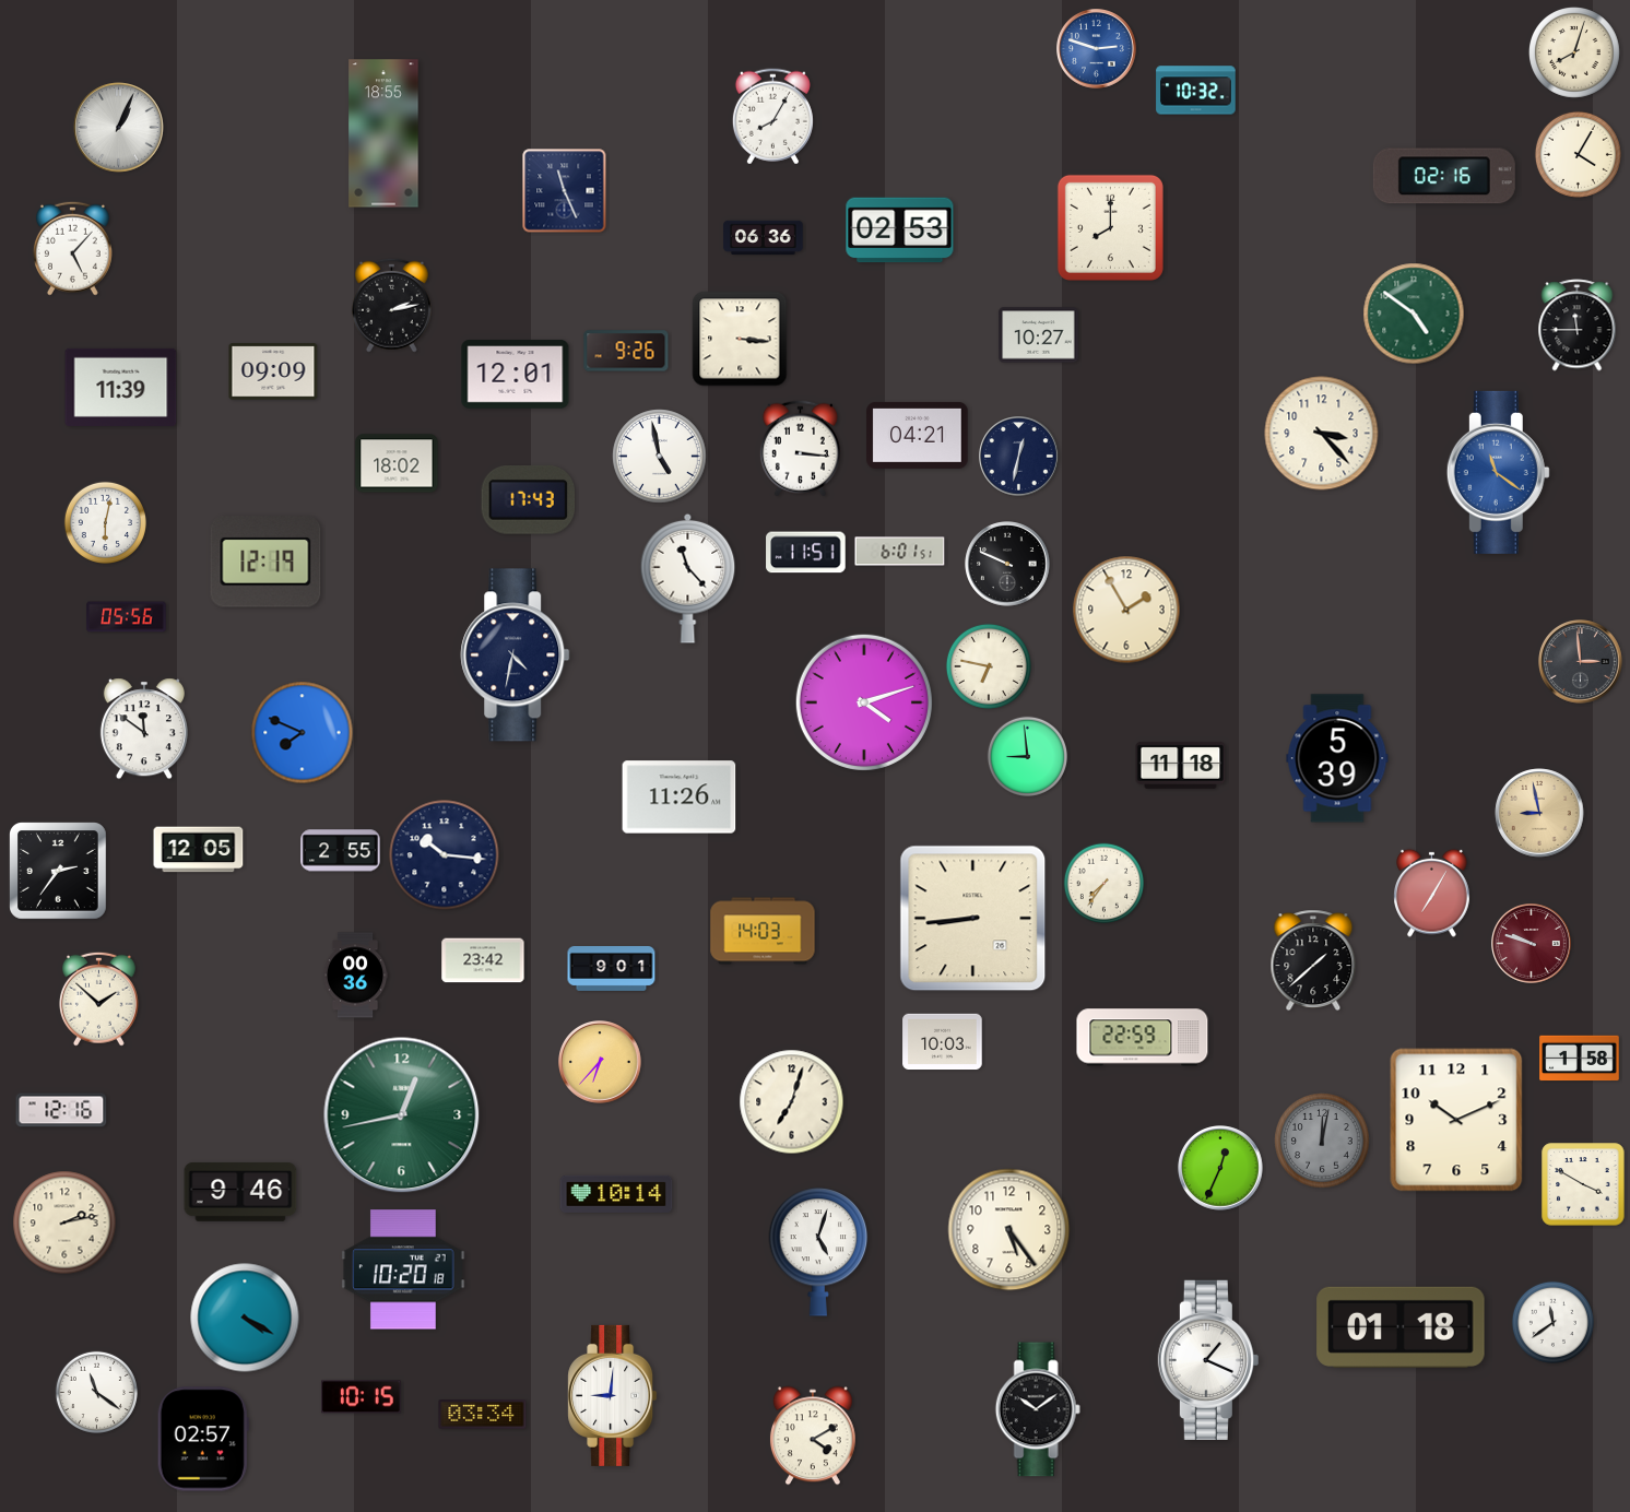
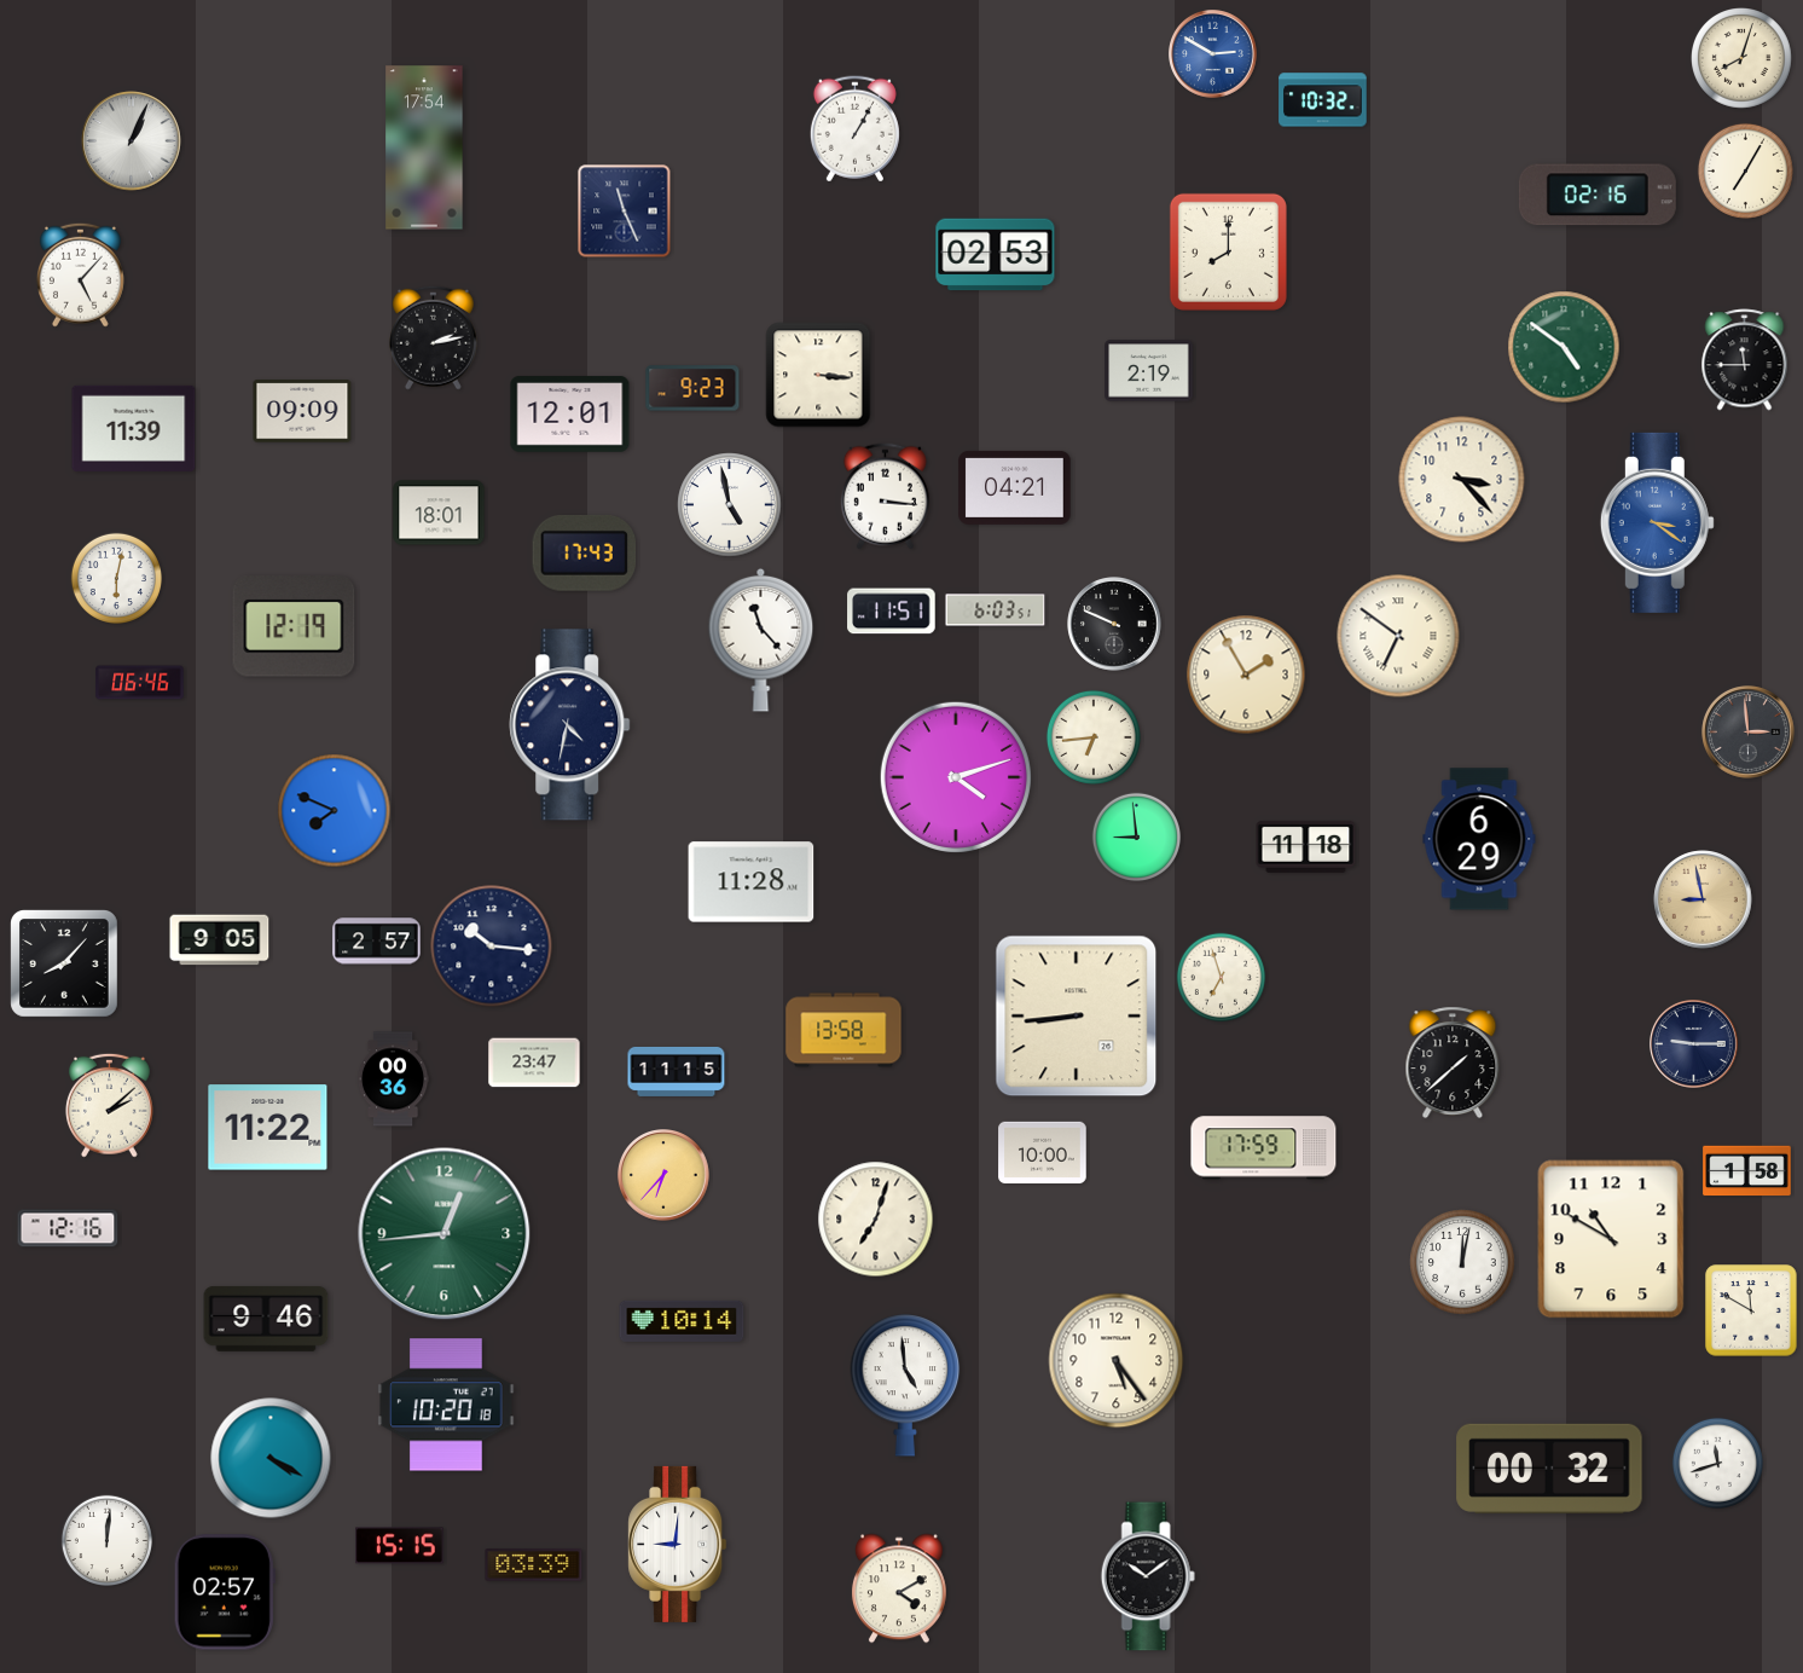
clock at (1097, 49): 2:48 -> 2:50
clock at (772, 117): 8:05 -> 1:05
clock at (383, 133): 18:55 -> 17:54
clock at (1578, 154): 4:05 -> 7:05
clock at (764, 237): 06:36 -> none
clock at (1039, 335): 10:27 -> 2:19
clock at (626, 351): 9:26 -> 9:23
clock at (918, 435) position: (918, 435) -> (1015, 487)
clock at (1019, 457): 12:32 -> none
clock at (397, 463): 18:02 -> 18:01
clock at (1498, 472): 11:21 -> 3:21
clock at (900, 552): 6:01 -> 6:03
clock at (265, 562) position: (265, 562) -> (294, 626)
clock at (1398, 636): none -> 6:51
clock at (127, 617): 05:56 -> 06:46
clock at (989, 666): 6:47 -> 6:44
clock at (144, 729): 11:51 -> none
clock at (1337, 758): 5:39 -> 6:29
clock at (680, 798): 11:26 -> 11:28
clock at (199, 850): 12:05 -> 9:05
clock at (341, 851): 2:55 -> 2:57
clock at (59, 872): 2:36 -> 8:07
clock at (1105, 884): 7:36 -> 6:57
clock at (1432, 893): 7:05 -> none
clock at (763, 931): 14:03 -> 13:58
clock at (1532, 944): 9:48 -> 9:15
clock at (1532, 944) dial: burgundy -> navy
clock at (483, 960): 23:42 -> 23:47
clock at (612, 968): 9:01 -> 11:15
clock at (98, 999): 1:52 -> 2:08
clock at (268, 1128): none -> 11:22
clock at (1143, 1038): 22:59 -> 17:59
clock at (943, 1042): 10:03 -> 10:00
clock at (402, 1115): 12:43 -> 12:44
clock at (1456, 1120): 10:11 -> 10:50
clock at (1322, 1141) dial: grey -> white
clock at (1220, 1168): 12:34 -> none
clock at (1583, 1184): 3:50 -> 11:50
clock at (64, 1222): 2:13 -> none
clock at (818, 1253): 5:03 -> 4:59
clock at (1552, 1322): 11:39 -> 11:42
clock at (1401, 1327): 01:18 -> 00:32
clock at (1208, 1359): 1:19 -> none
clock at (96, 1392): 11:21 -> 12:01
clock at (362, 1397): 10:15 -> 15:15
clock at (1038, 1409) position: (1038, 1409) -> (1148, 1576)
clock at (483, 1415): 03:34 -> 03:39
